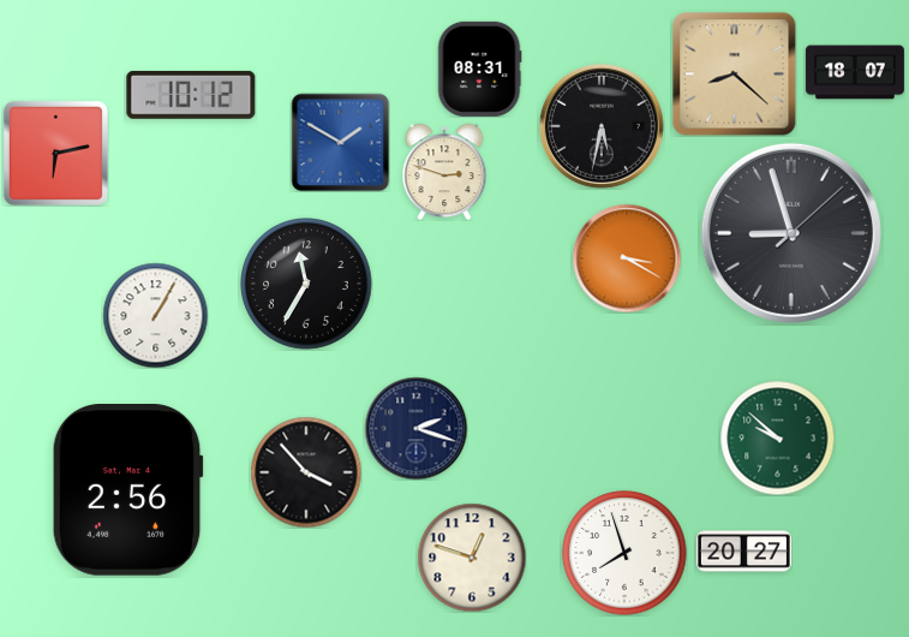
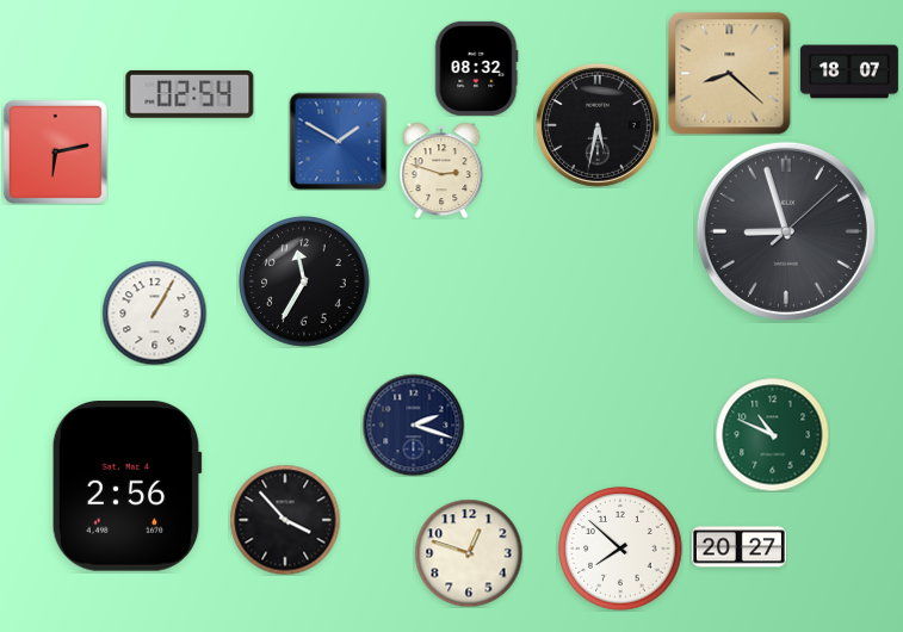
clock at (479, 69): 08:31 -> 08:32
clock at (191, 95): 10:12 -> 02:54
clock at (627, 258): 3:20 -> none
clock at (777, 437): 9:52 -> 10:49
clock at (306, 472) position: (306, 472) -> (285, 520)
clock at (624, 553): 7:57 -> 7:52
